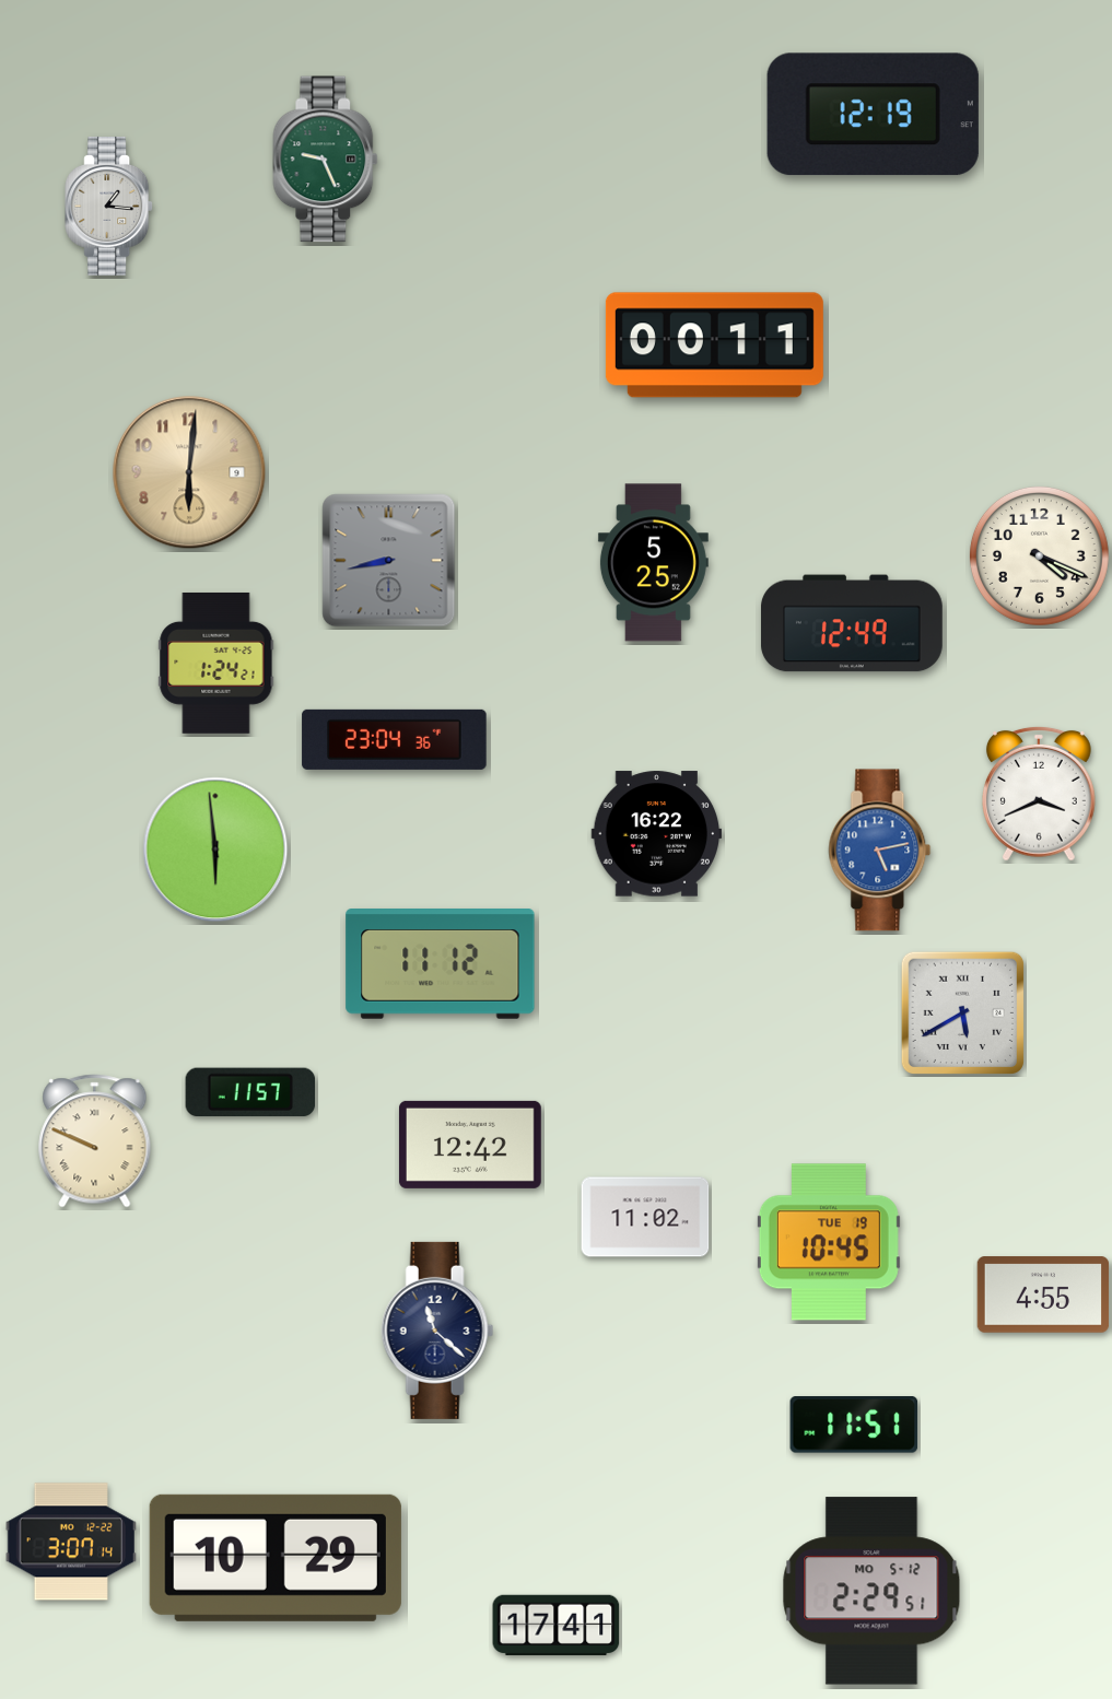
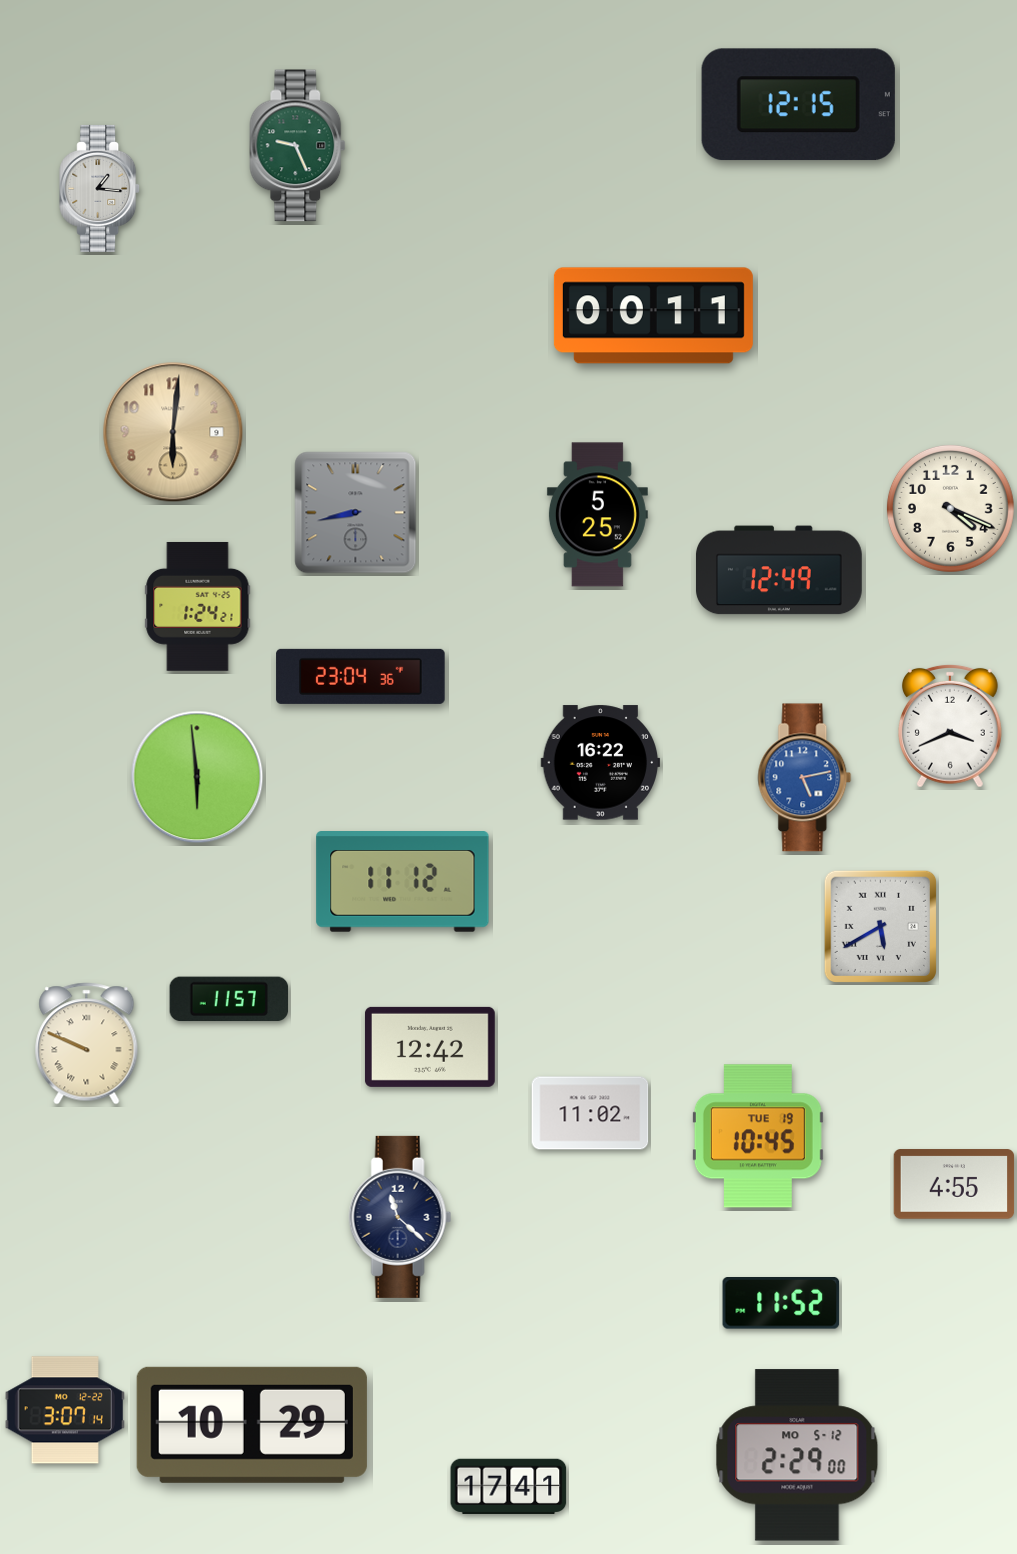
clock at (873, 115): 12:19 -> 12:15
clock at (854, 1426): 11:51 -> 11:52
clock at (871, 1591): 2:29:51 -> 2:29:00
